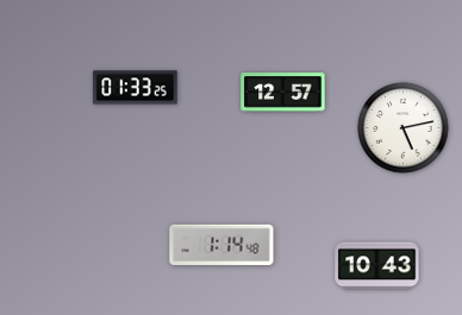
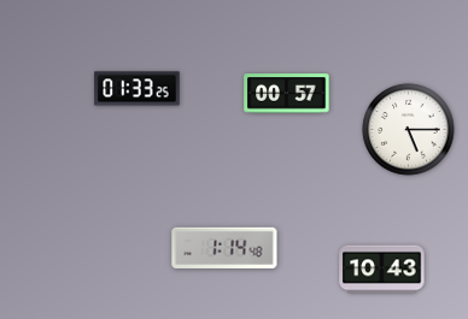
clock at (283, 93): 12:57 -> 00:57
clock at (404, 128): 5:13 -> 5:15
